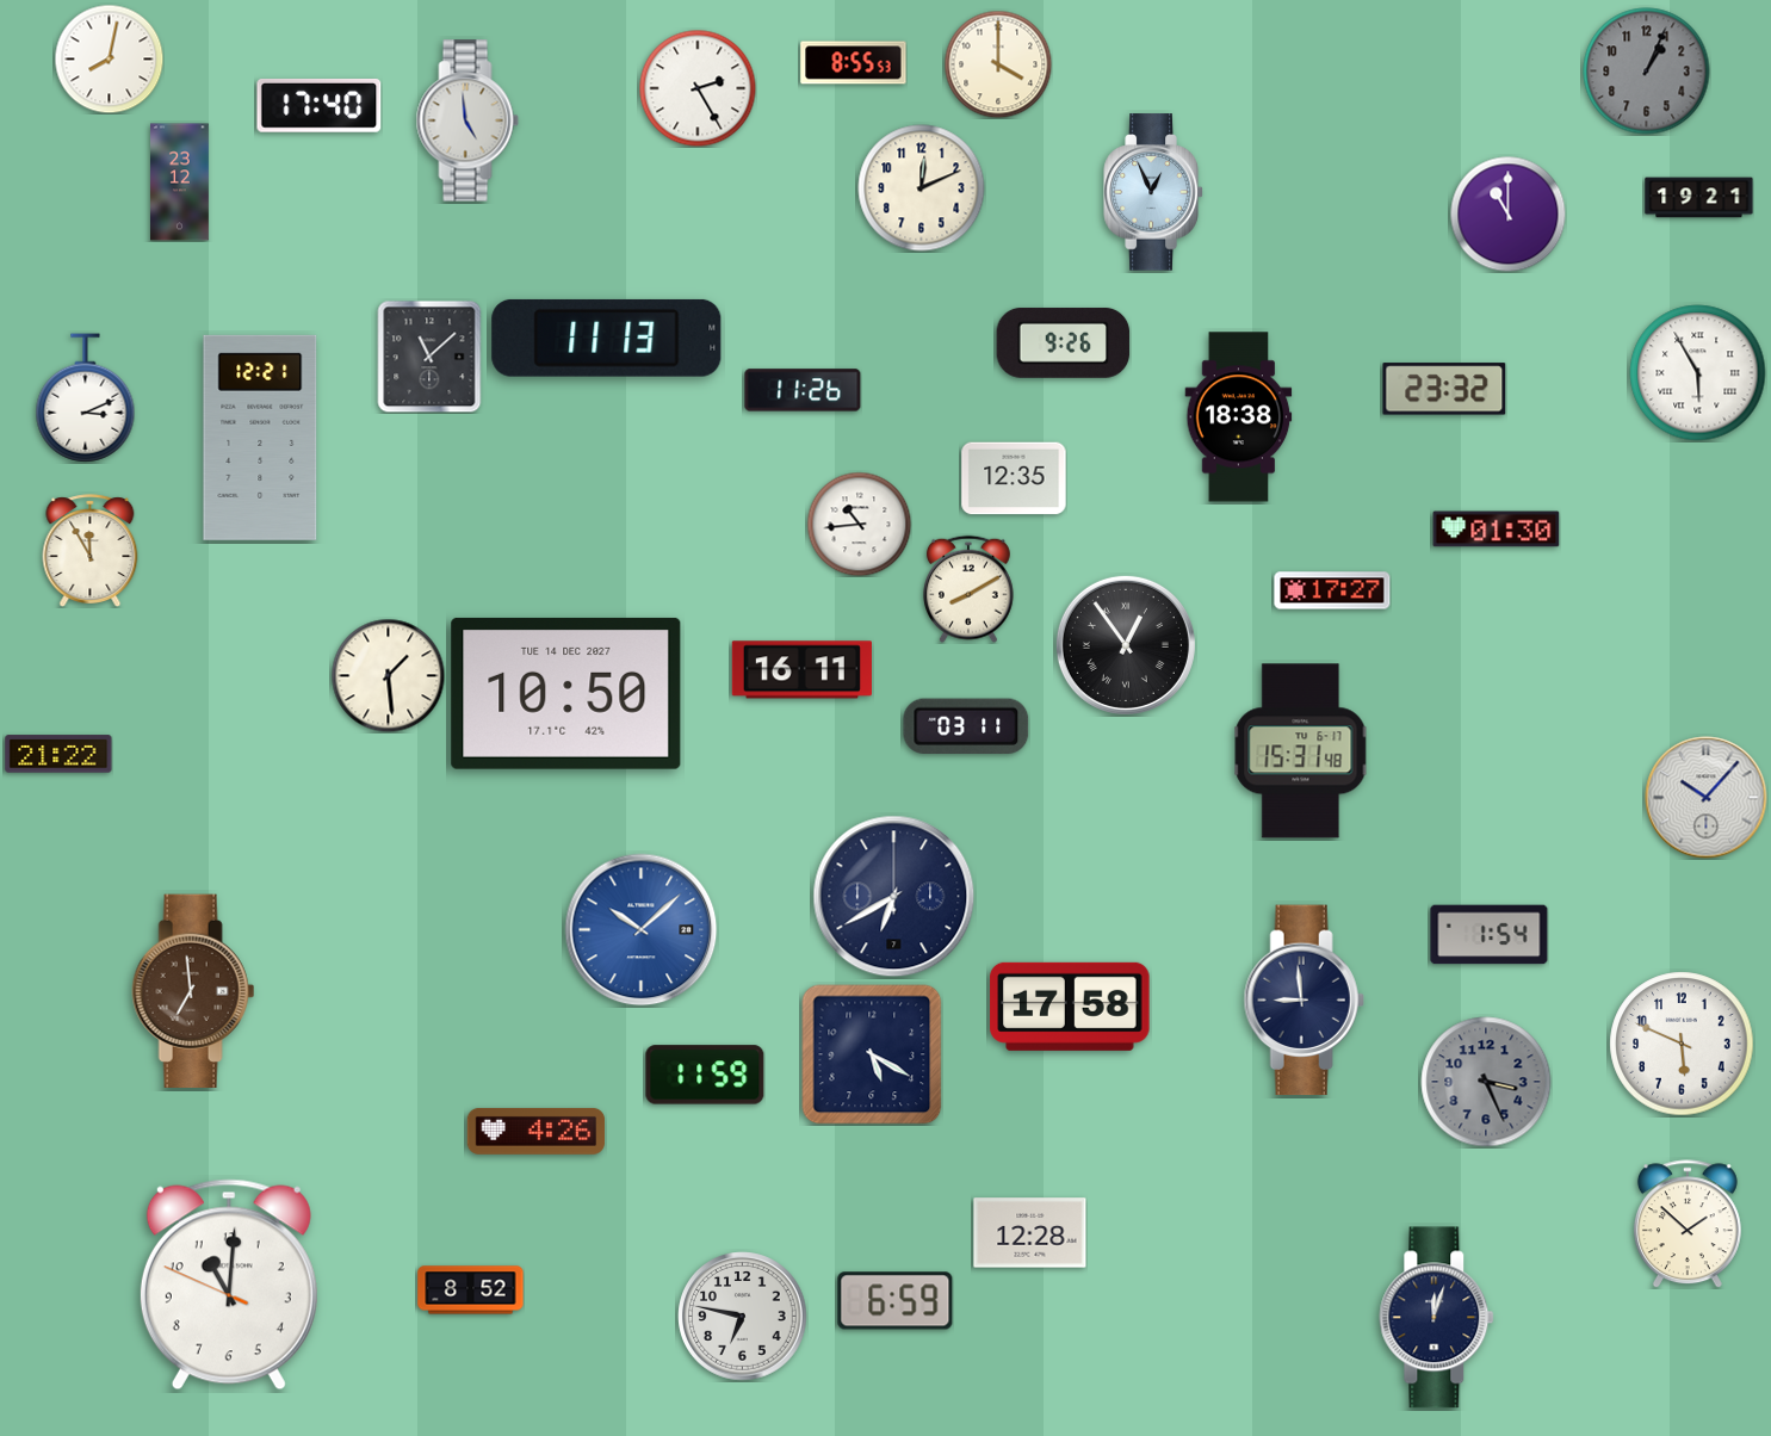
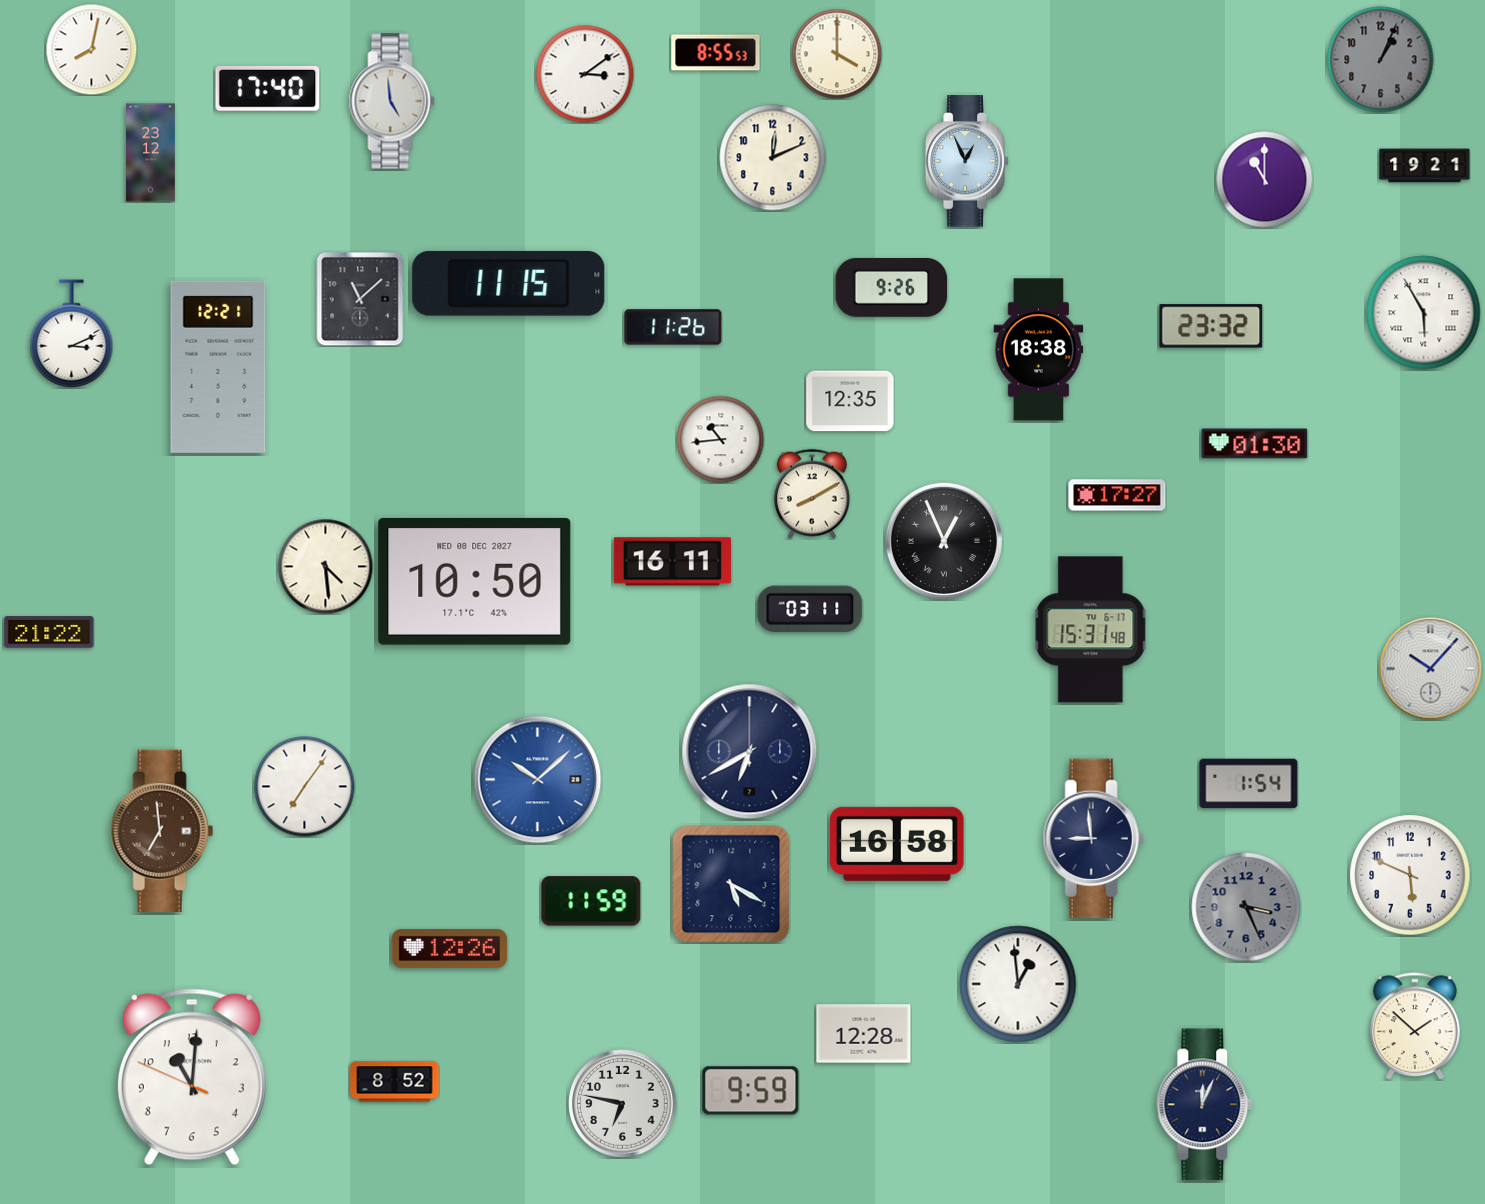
clock at (698, 88): 2:25 -> 3:09
clock at (607, 338): 11:13 -> 11:15
clock at (91, 550): 11:55 -> none
clock at (1126, 645): 12:54 -> 12:56
clock at (388, 675): 1:29 -> 4:29
clock at (566, 693) date: TUE 14 DEC 2027 -> WED 08 DEC 2027
clock at (305, 787): none -> 7:06
clock at (1070, 1007): 17:58 -> 16:58
clock at (537, 1131): 4:26 -> 12:26
clock at (1018, 984): none -> 12:59
clock at (896, 1301): 6:59 -> 9:59
clock at (1437, 1318): 12:03 -> 12:04
